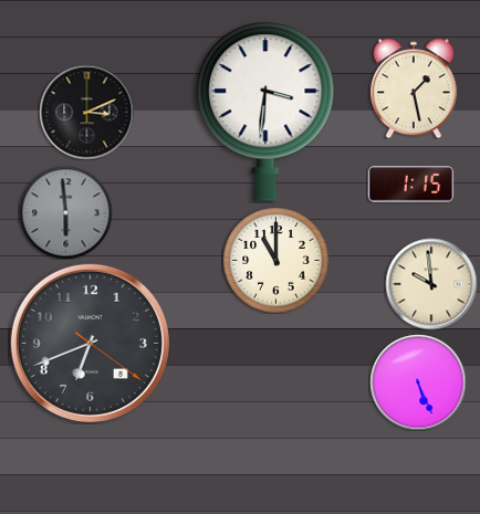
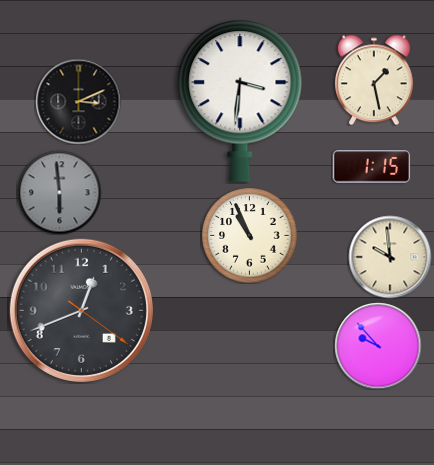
clock at (275, 260): 11:00 -> 10:56
clock at (90, 343): 6:41 -> 12:41
clock at (418, 382): 5:26 -> 9:53
